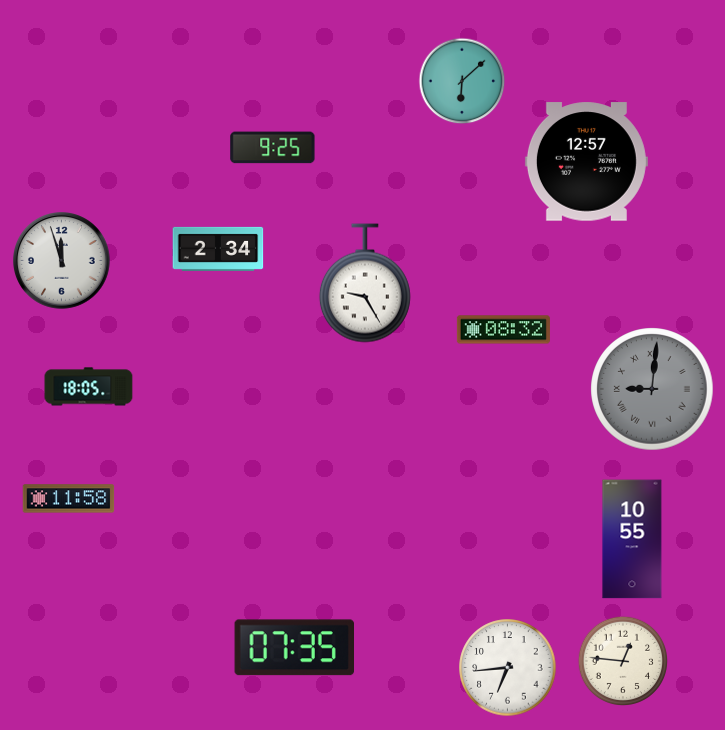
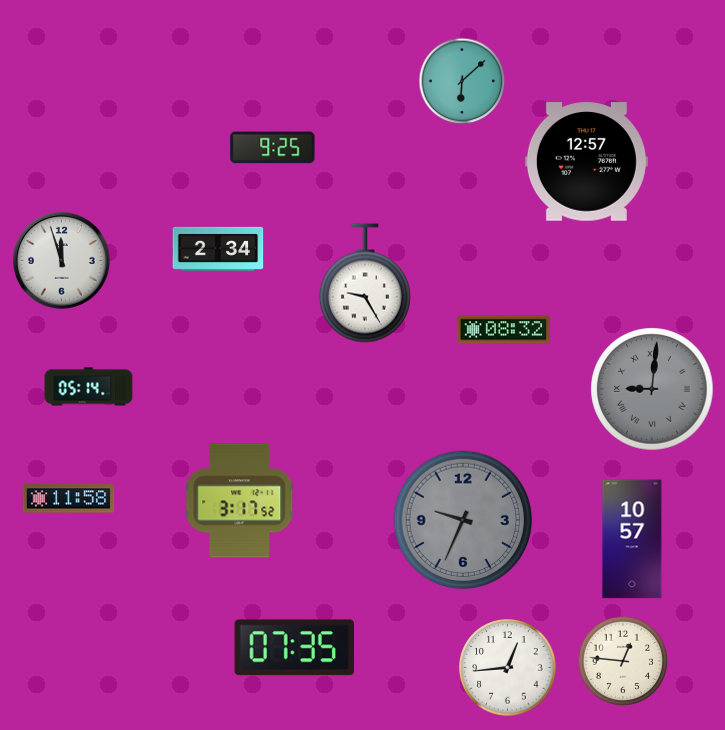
clock at (89, 387): 18:05 -> 05:14
clock at (240, 501): none -> 3:17
clock at (463, 520): none -> 9:34
clock at (632, 539): 10:55 -> 10:57
clock at (508, 668): 6:44 -> 12:44
